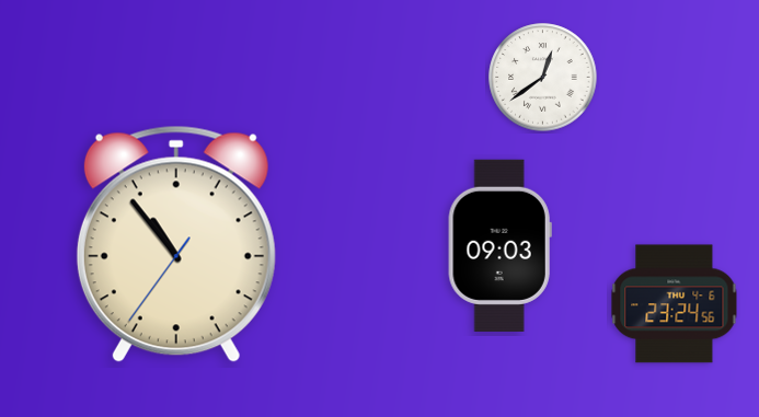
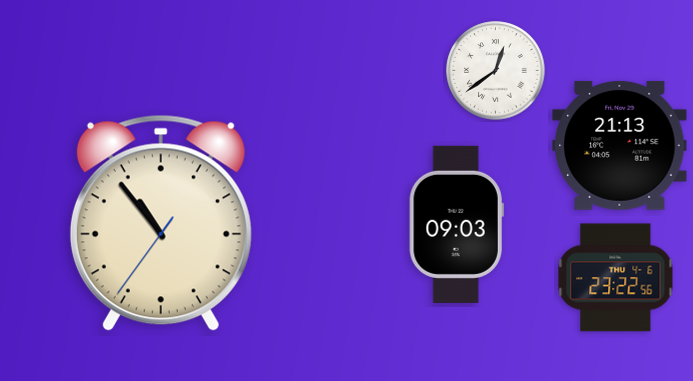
clock at (620, 145): none -> 21:13
clock at (675, 304): 23:24 -> 23:22
